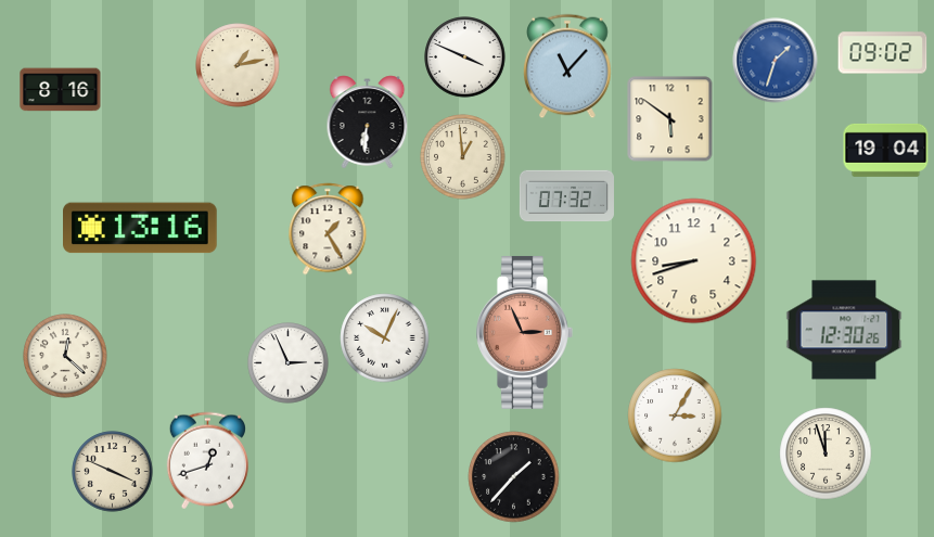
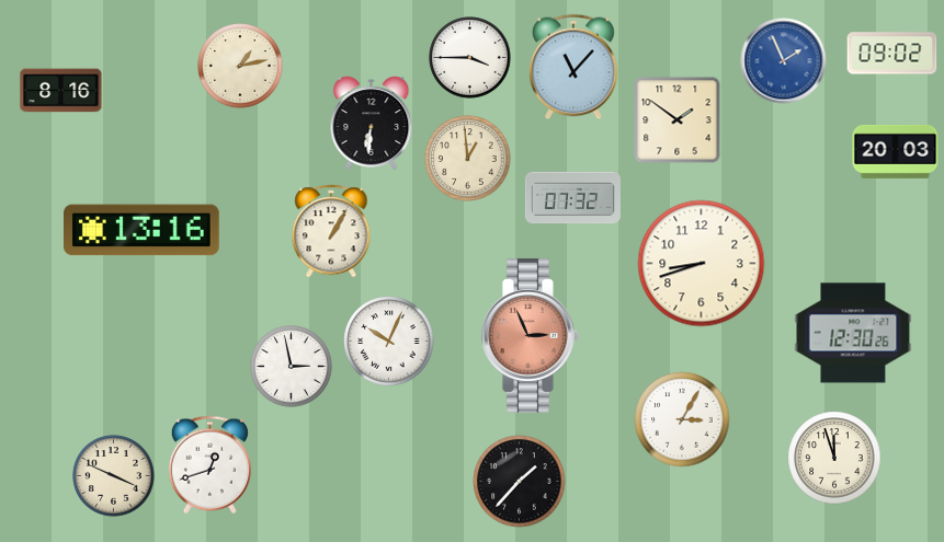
clock at (465, 57): 3:49 -> 3:45
clock at (776, 61): 1:33 -> 1:56
clock at (670, 119): 5:51 -> 1:51
clock at (886, 150): 19:04 -> 20:03
clock at (328, 229): 1:25 -> 1:05
clock at (65, 356): 12:22 -> none
clock at (289, 363): 2:56 -> 2:58
